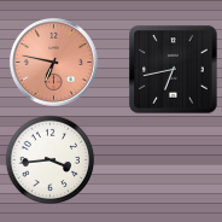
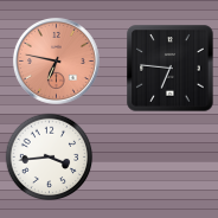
clock at (53, 62) position: (53, 62) -> (56, 60)
clock at (174, 70): 6:43 -> 6:46
